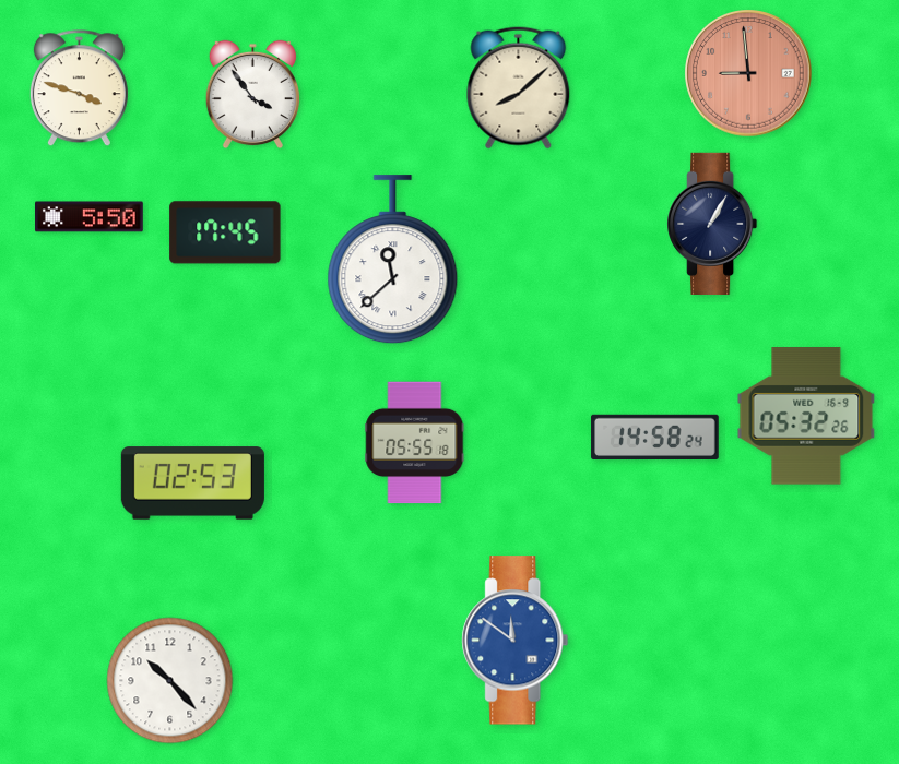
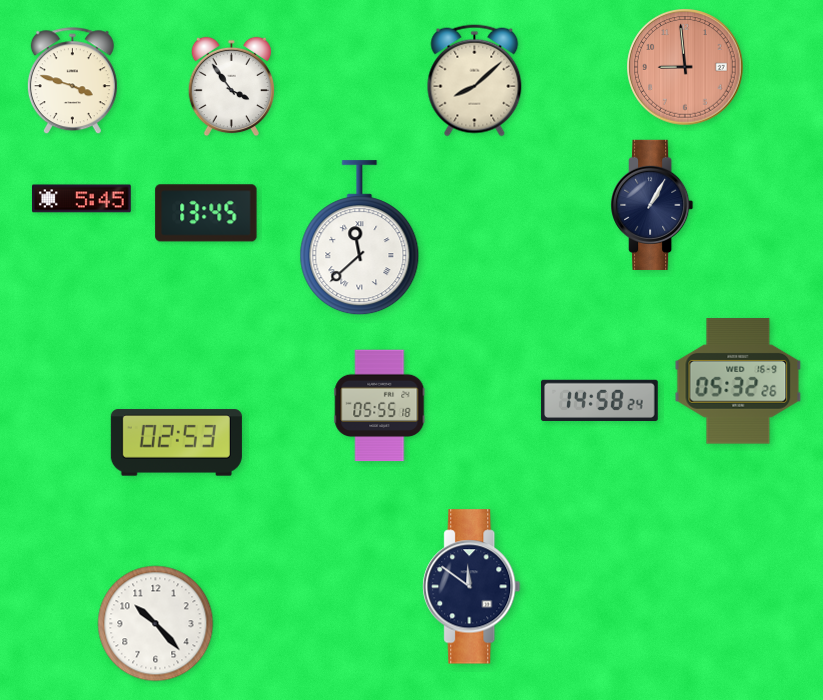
clock at (90, 217): 5:50 -> 5:45
clock at (225, 232): 17:45 -> 13:45
clock at (516, 641) dial: blue -> navy
